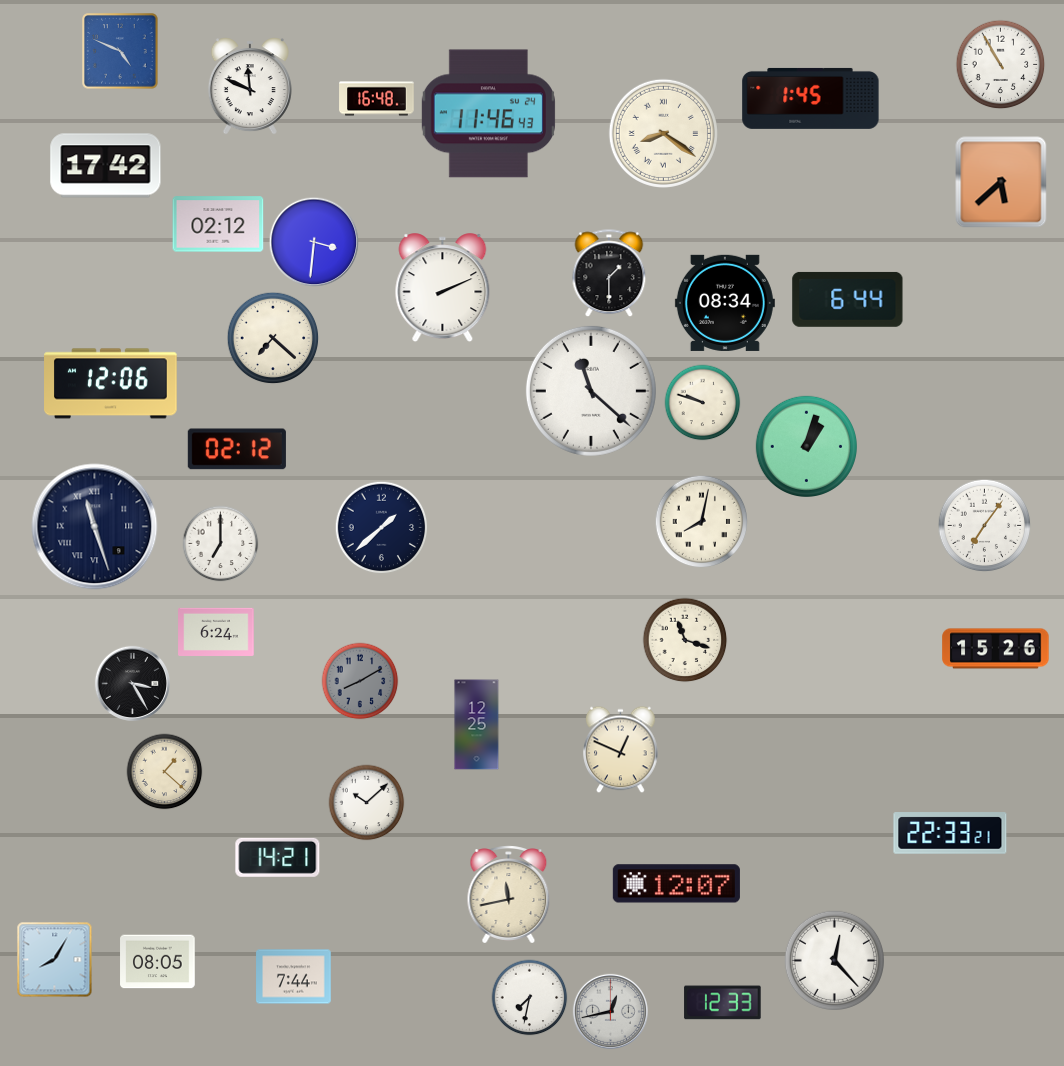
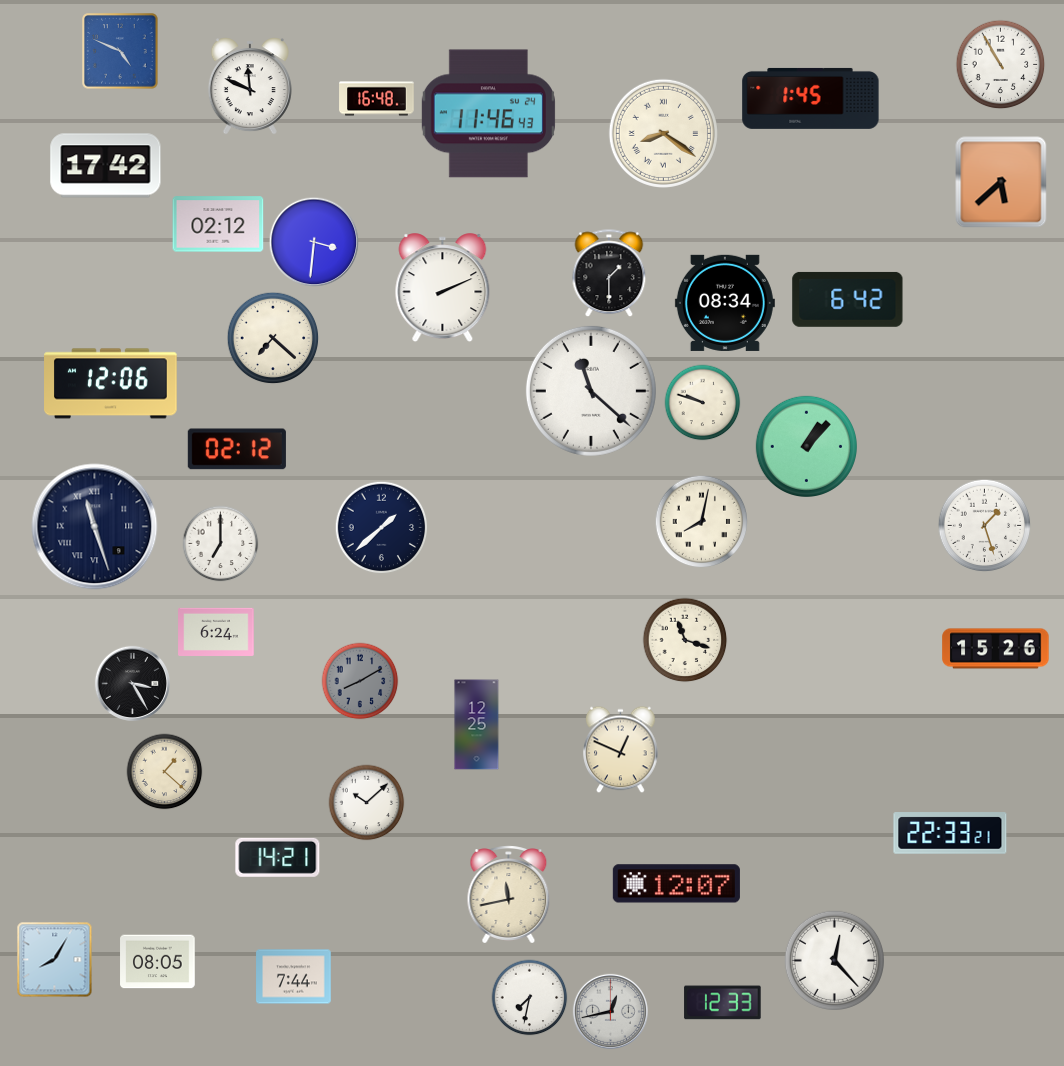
clock at (848, 299): 6:44 -> 6:42
clock at (806, 446): 1:03 -> 1:07
clock at (985, 526): 7:06 -> 1:27
